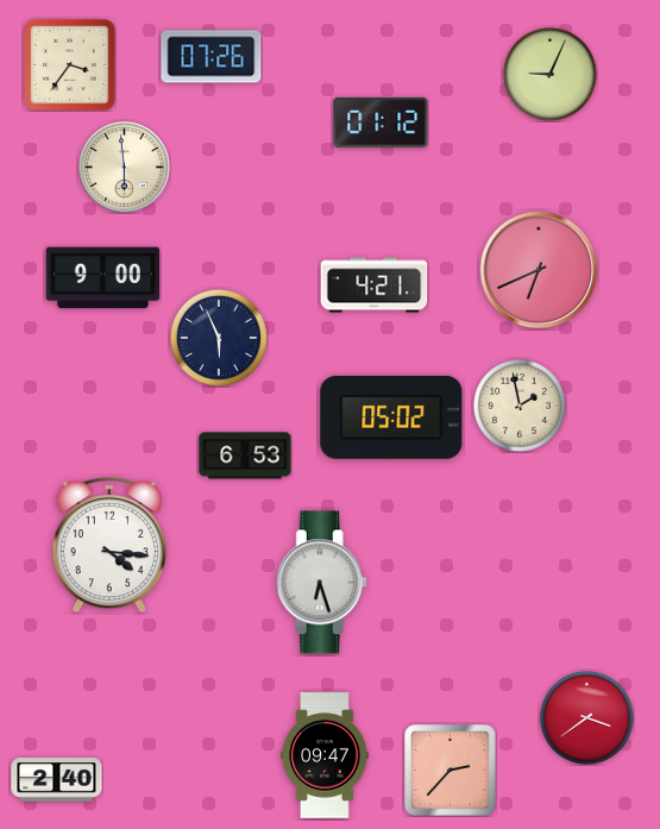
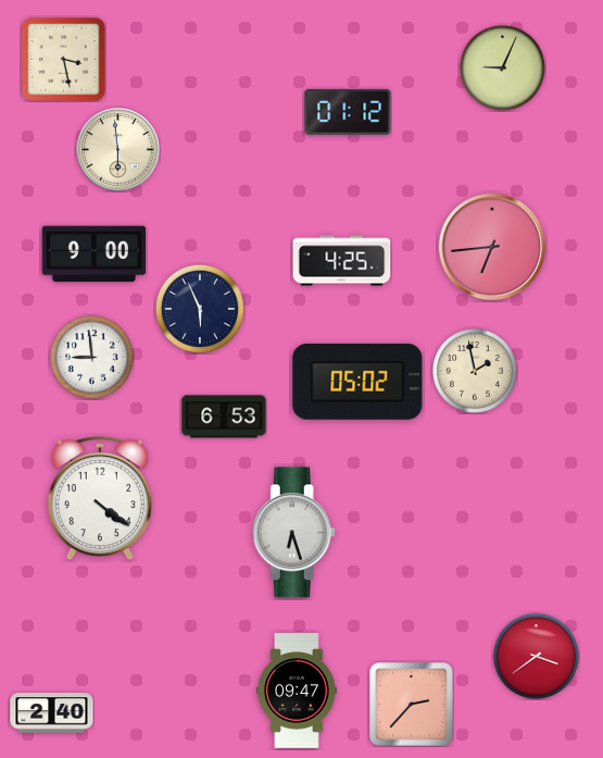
clock at (212, 57): 07:26 -> none
clock at (70, 65): 3:36 -> 3:28
clock at (125, 168) position: (125, 168) -> (118, 150)
clock at (539, 270): 6:41 -> 6:44
clock at (375, 285): 4:21 -> 4:25
clock at (91, 357): none -> 8:59
clock at (108, 545): 4:16 -> 4:21
